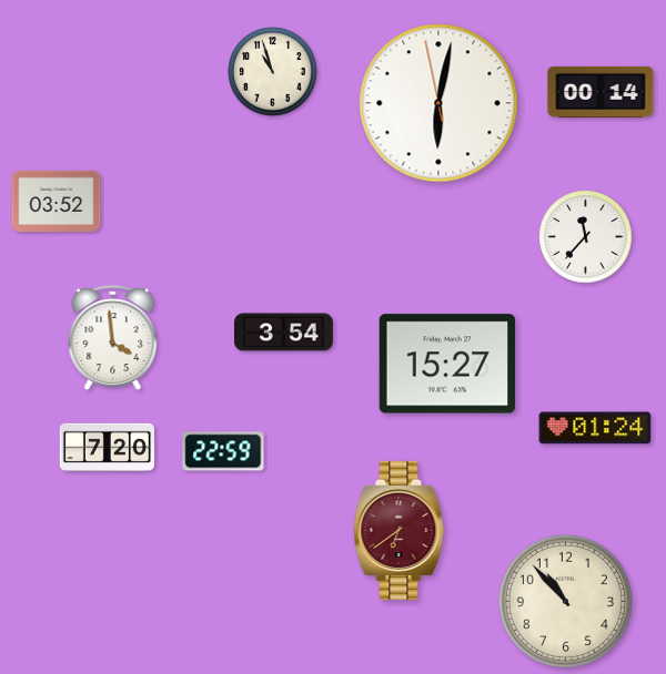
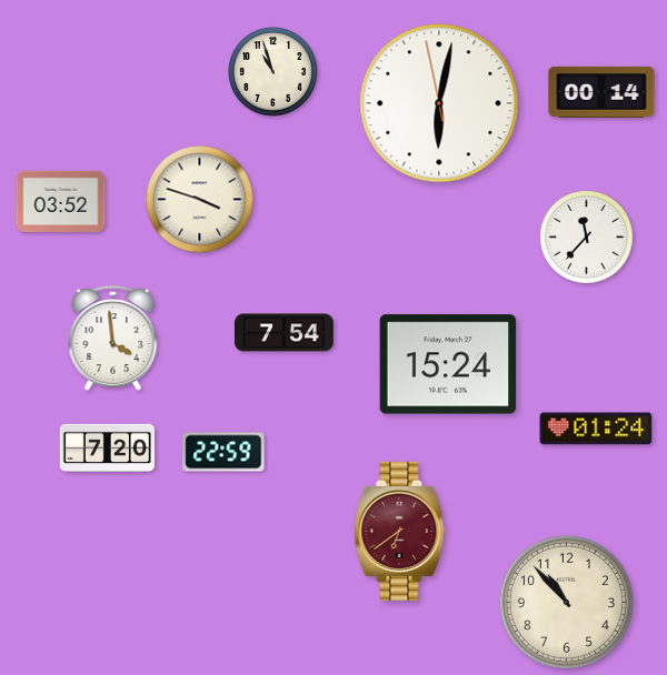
clock at (200, 200): none -> 3:48
clock at (57, 201) position: (57, 201) -> (61, 201)
clock at (284, 333): 3:54 -> 7:54
clock at (447, 364): 15:27 -> 15:24
